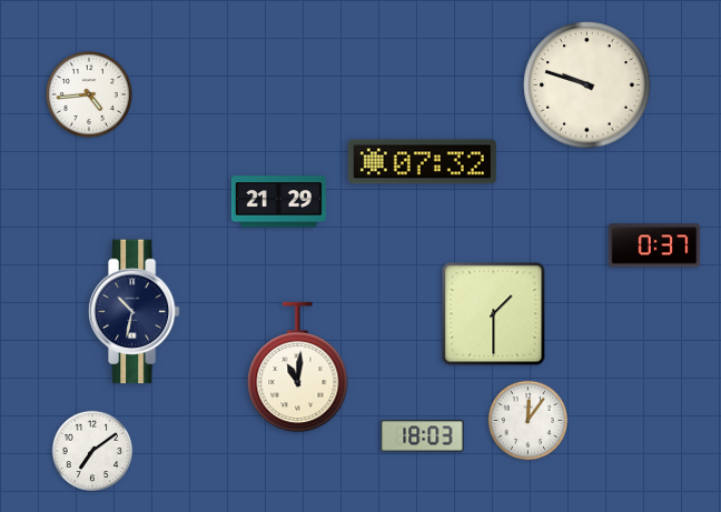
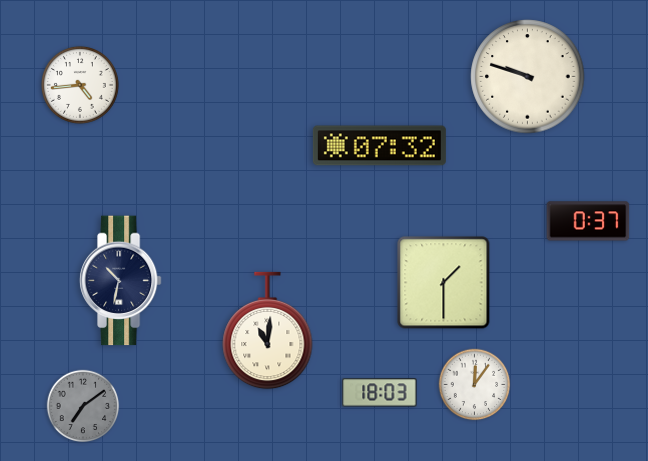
clock at (278, 202): 21:29 -> none
clock at (529, 421) position: (529, 421) -> (475, 385)
clock at (92, 451) dial: white -> grey
